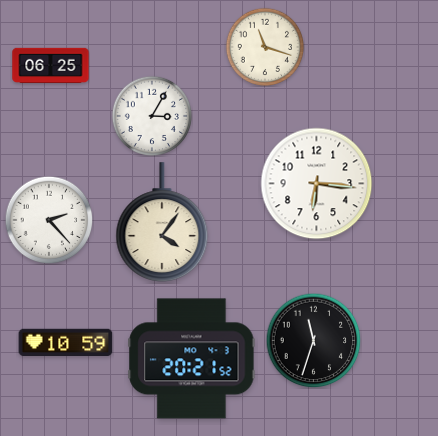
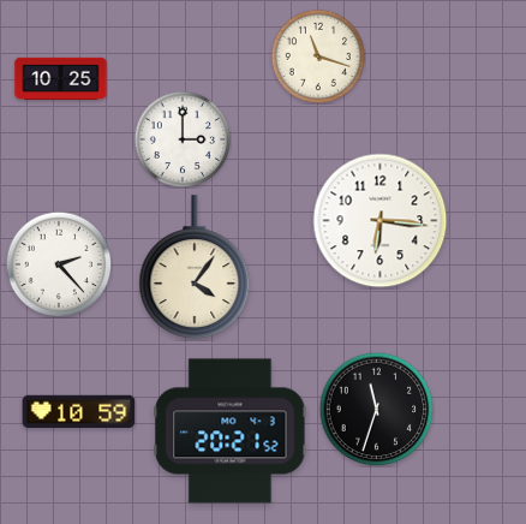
clock at (51, 66): 06:25 -> 10:25
clock at (151, 115): 3:05 -> 3:00
